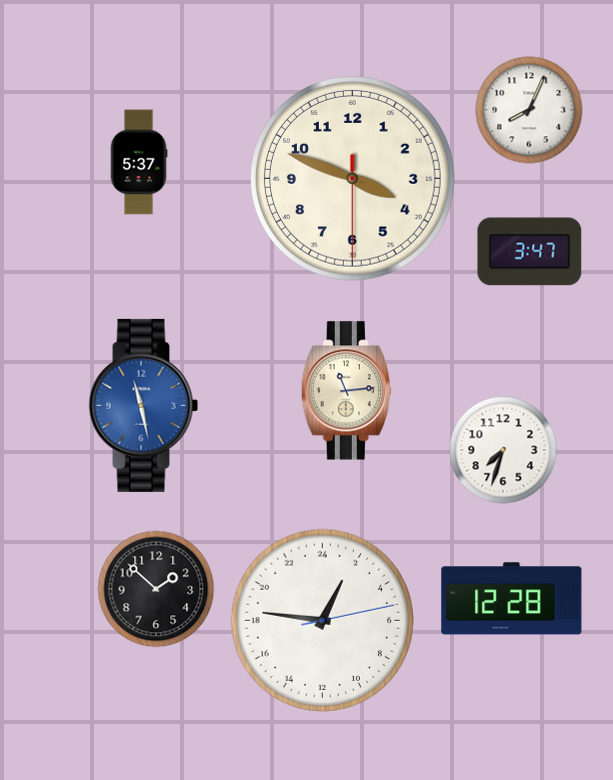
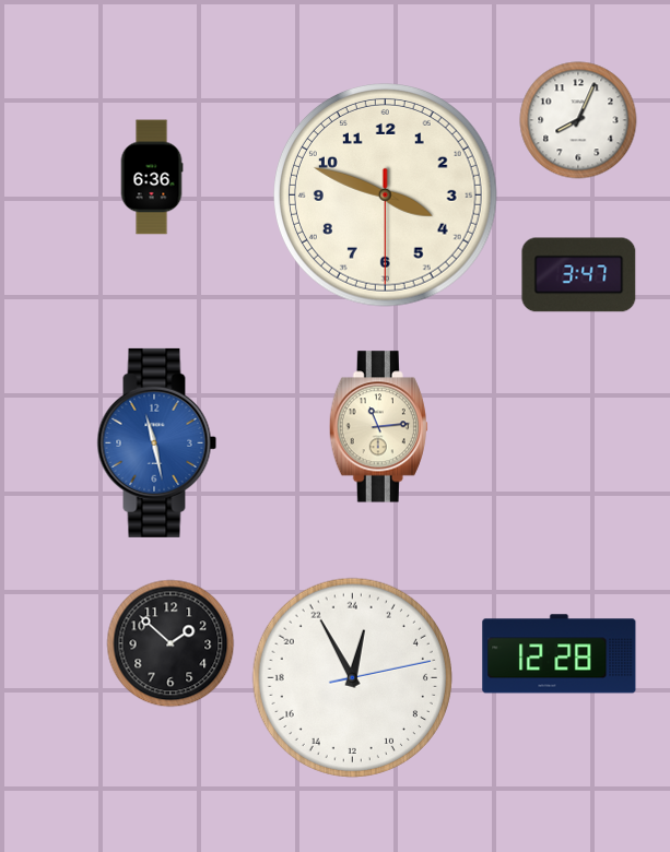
clock at (139, 162): 5:37 -> 6:36
clock at (503, 450): 7:33 -> none
clock at (322, 620): 1:46 -> 0:55
